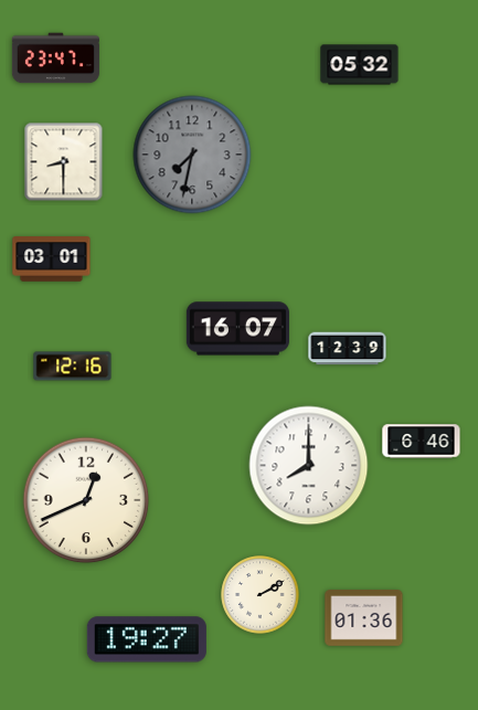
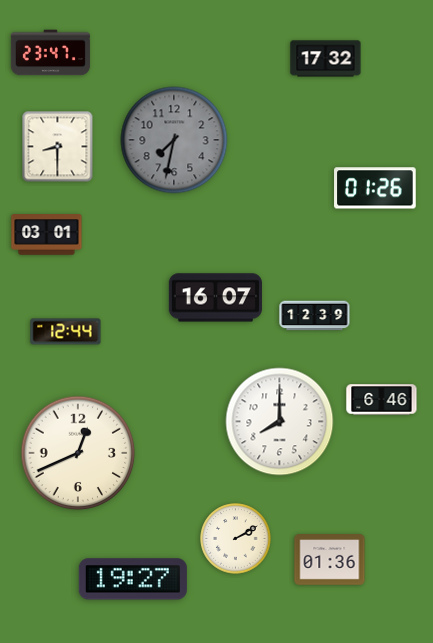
clock at (360, 65): 05:32 -> 17:32
clock at (375, 188): none -> 01:26
clock at (73, 367): 12:16 -> 12:44
